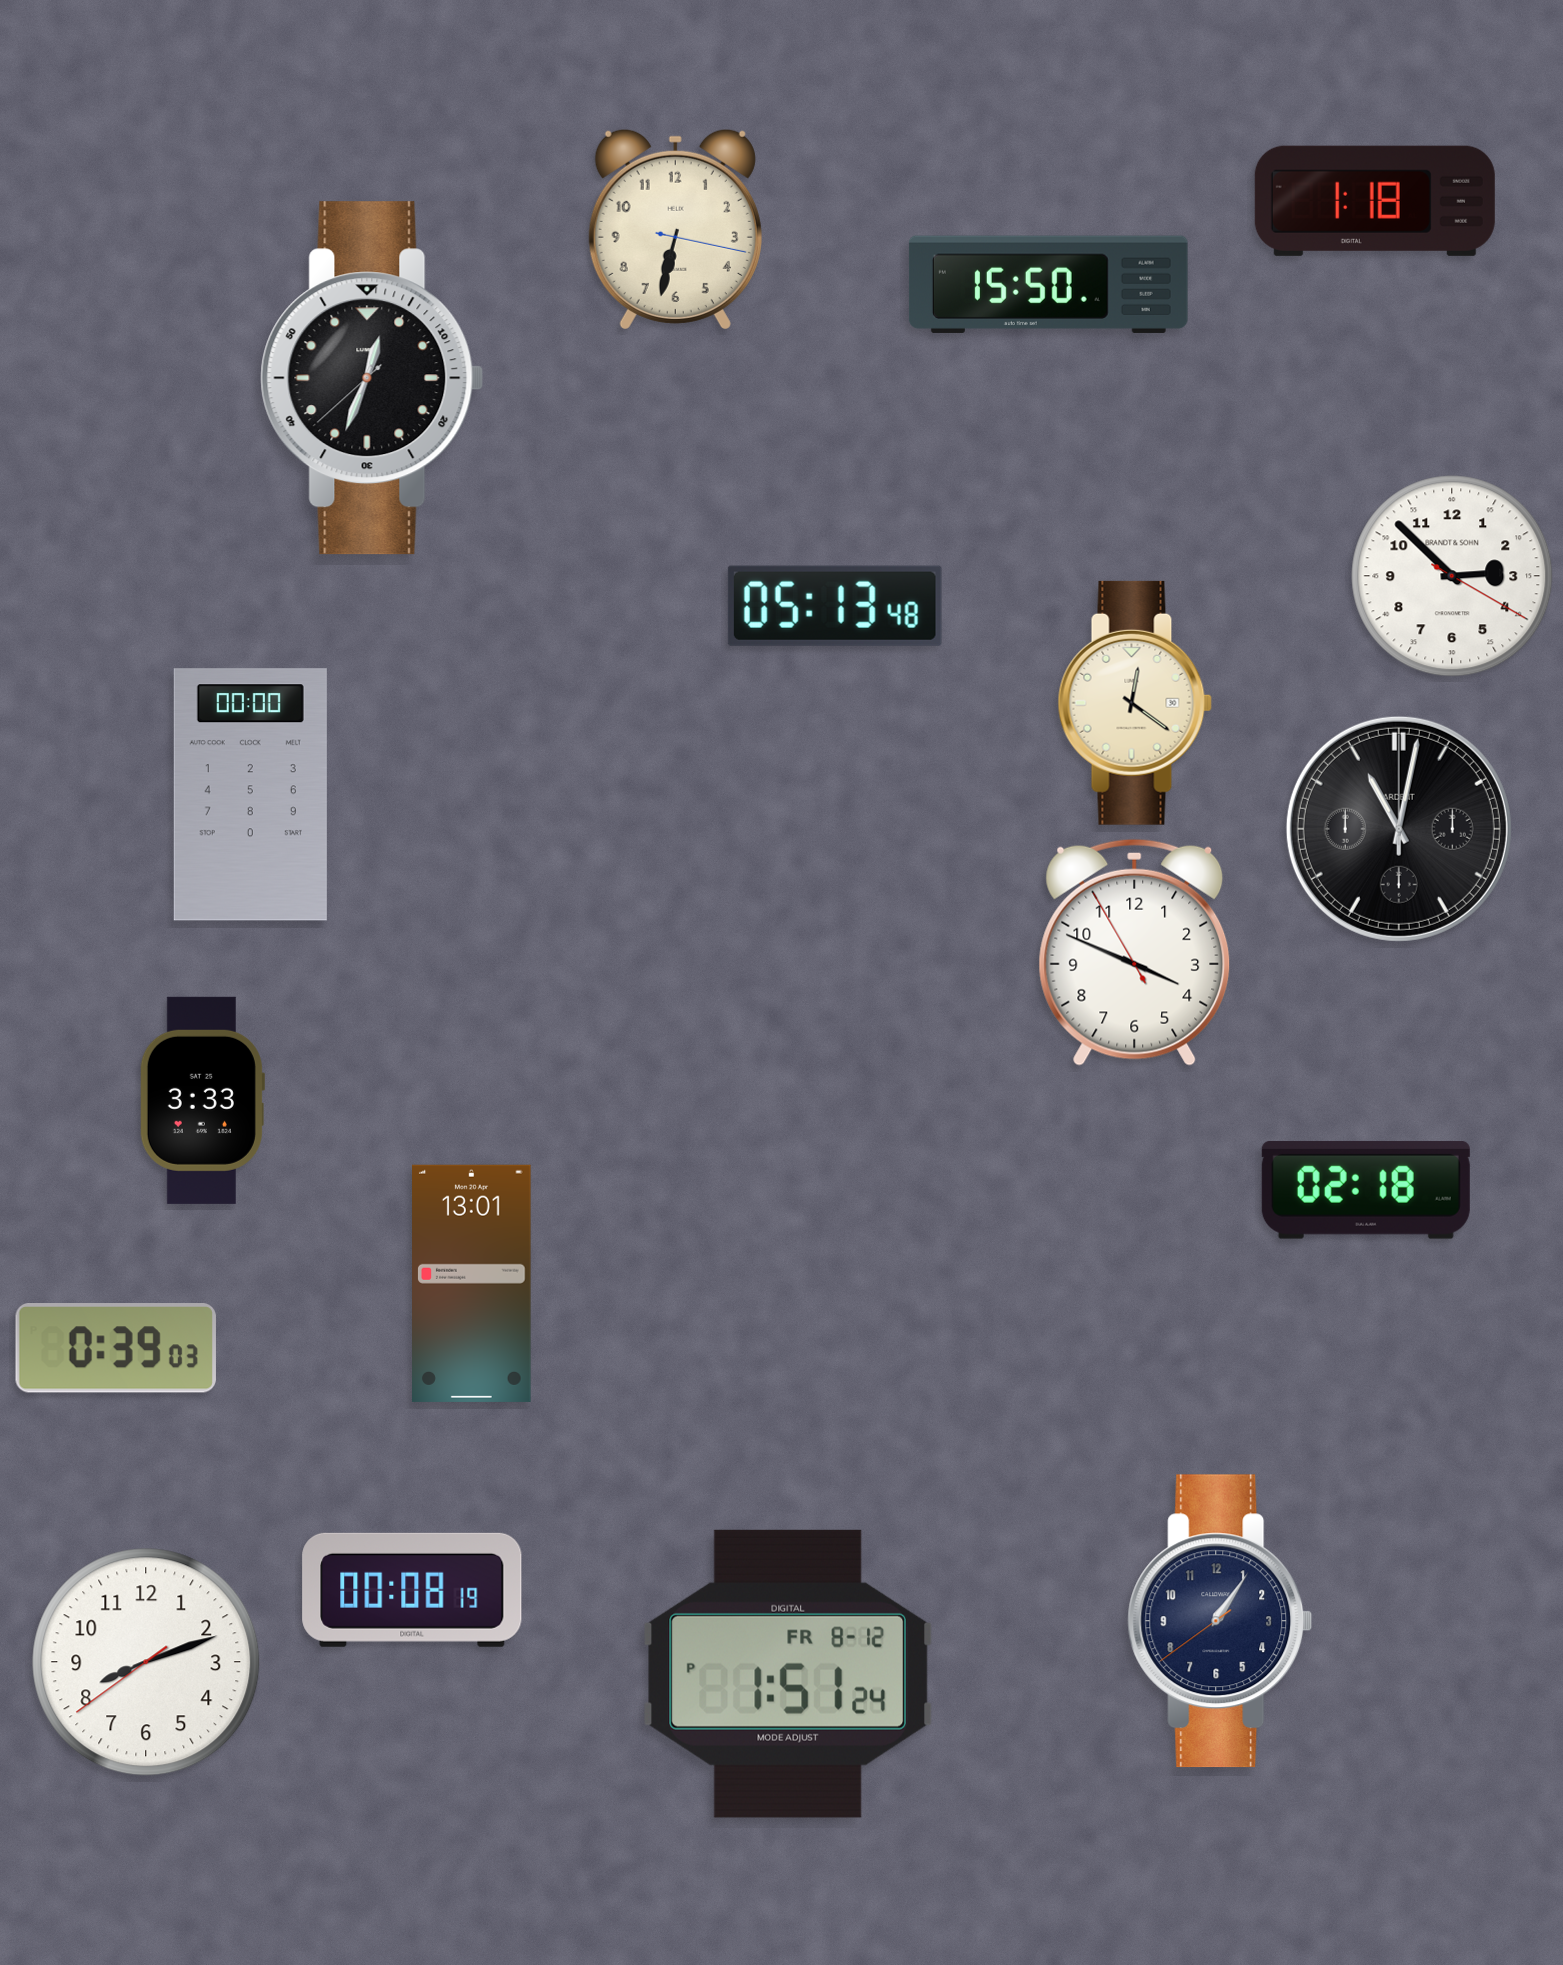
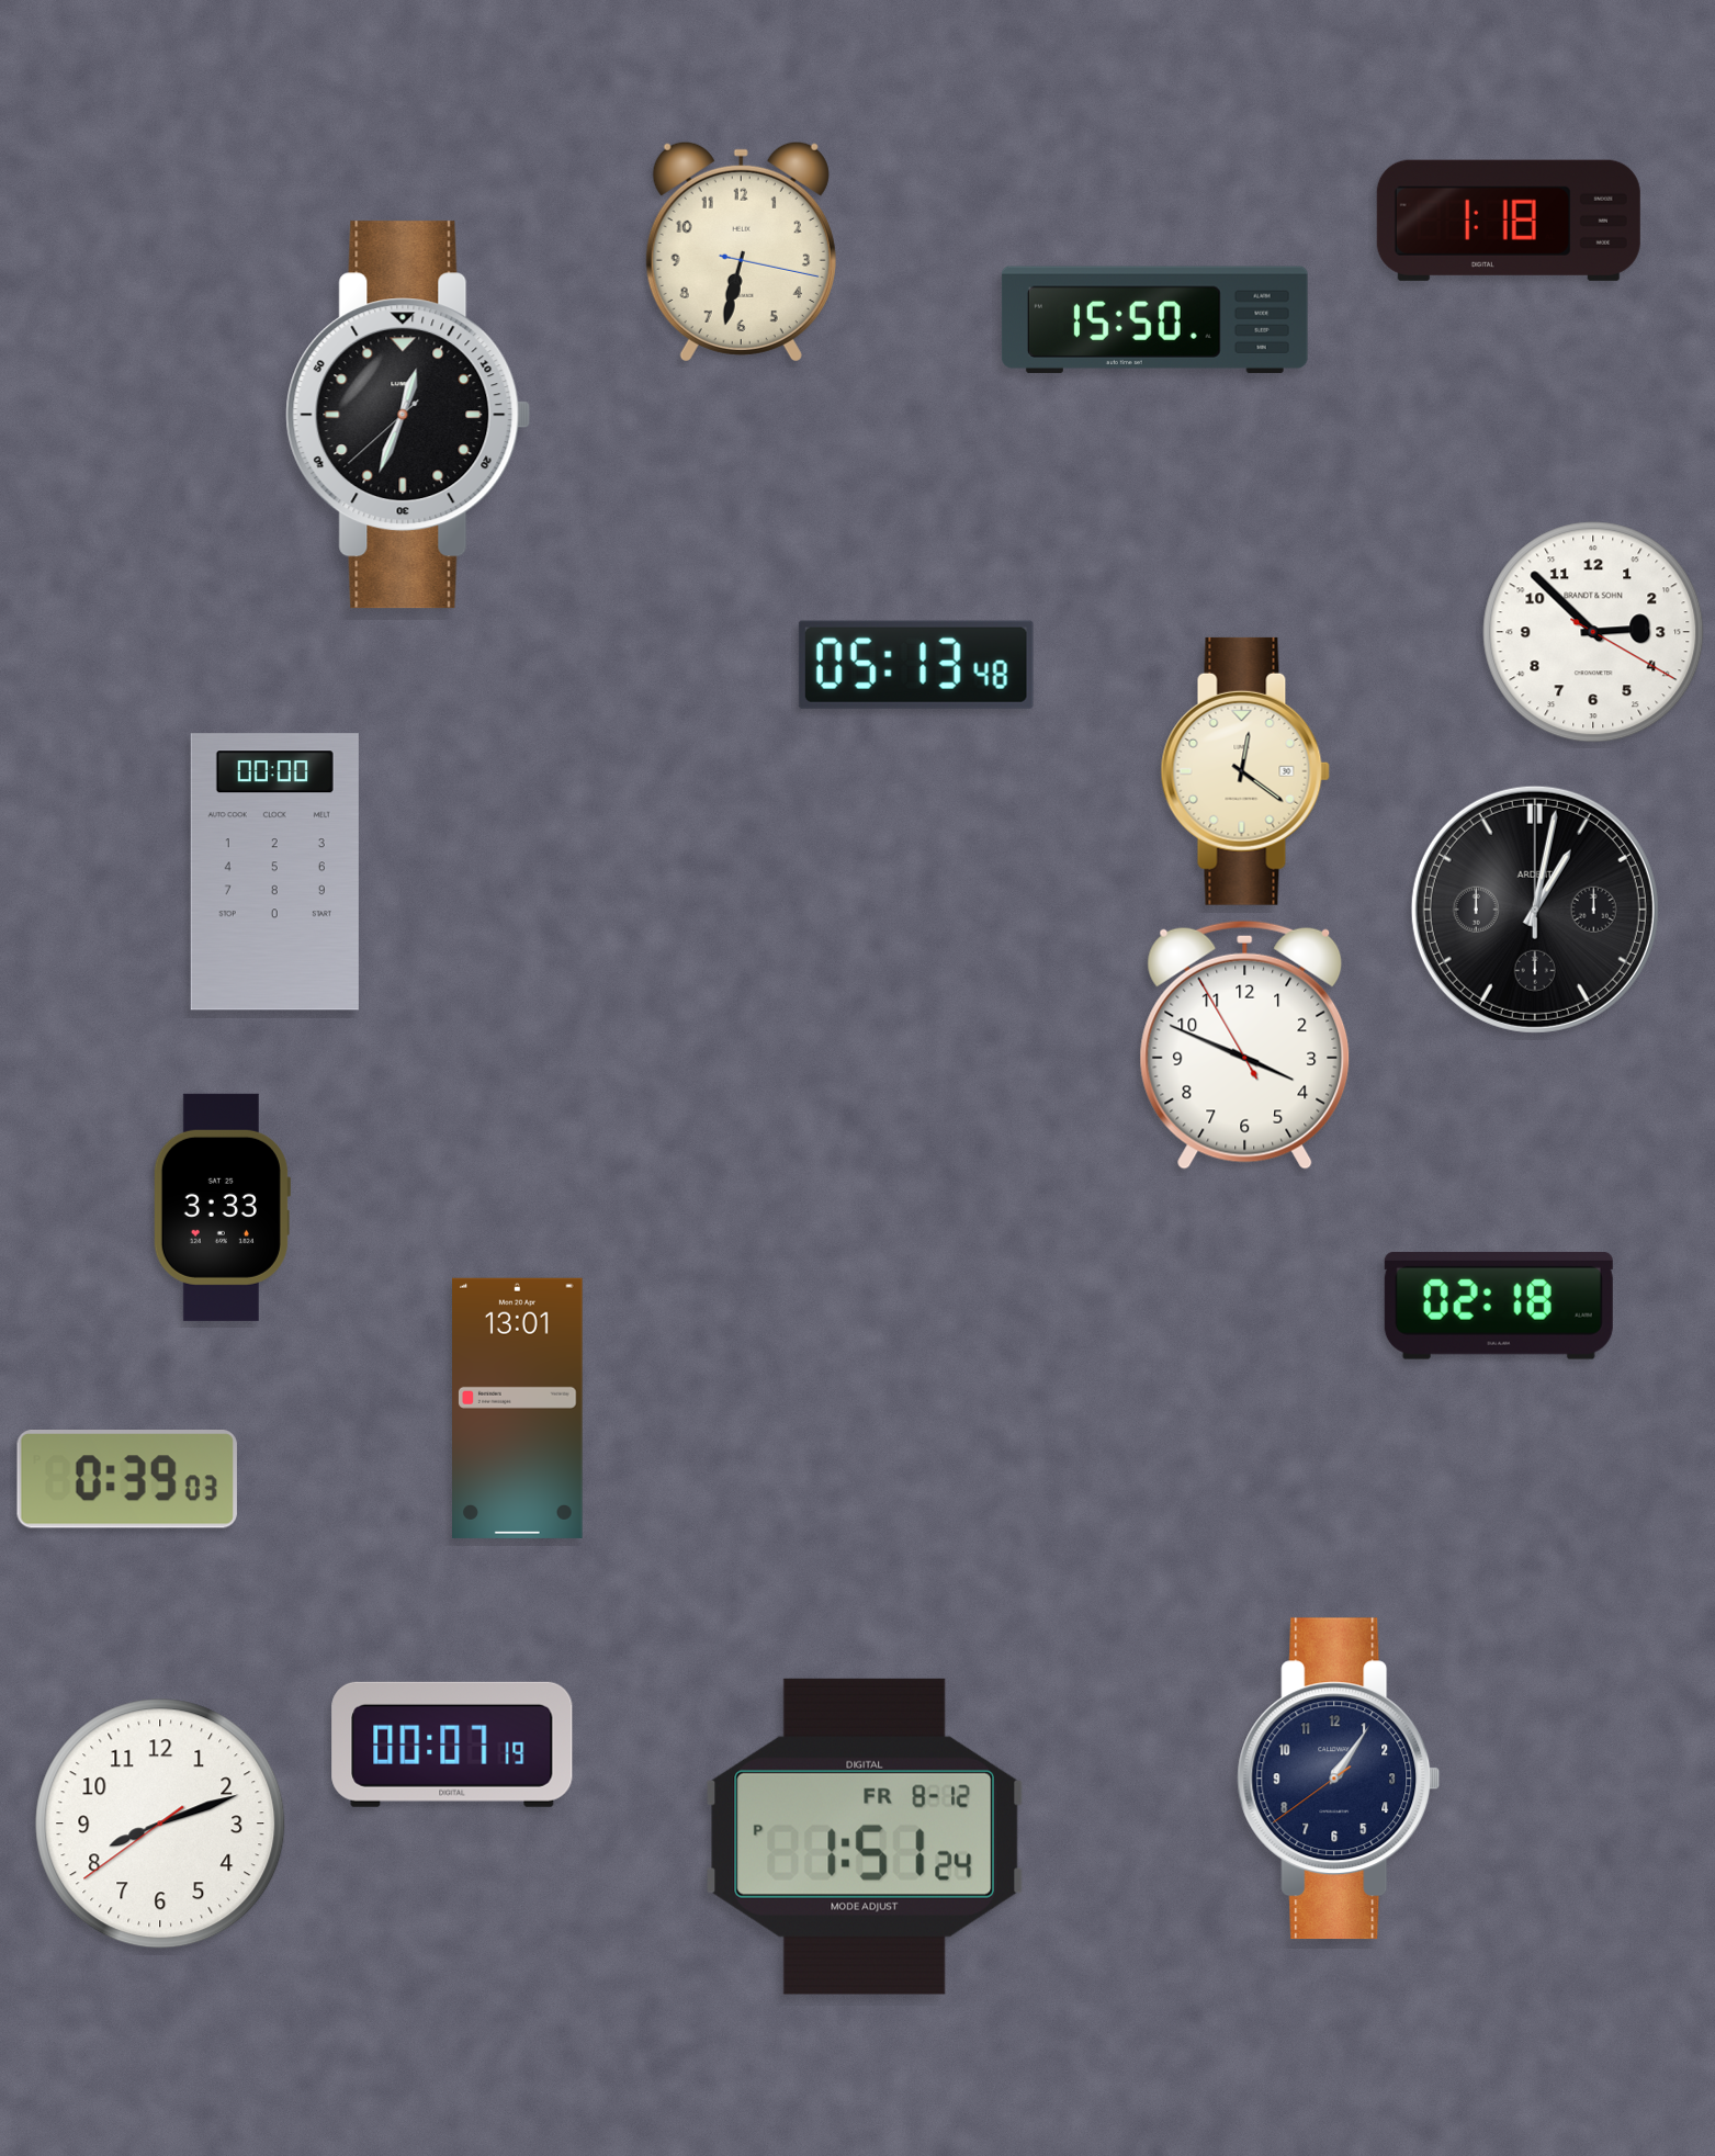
clock at (1048, 284) position: (1048, 284) -> (1154, 319)
clock at (1399, 829): 11:02 -> 1:02
clock at (412, 1590): 00:08 -> 00:07
